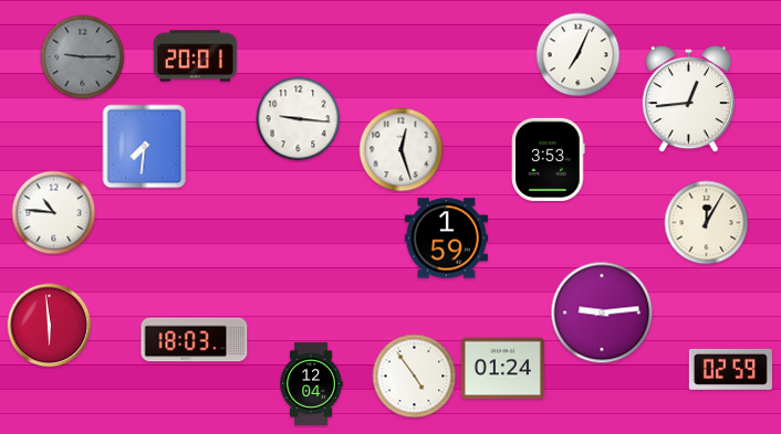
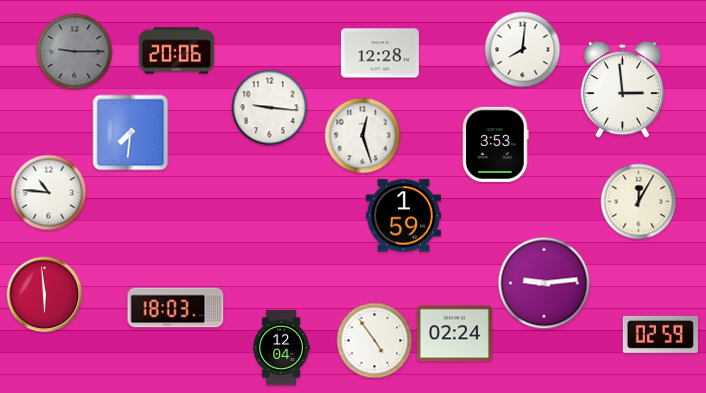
clock at (579, 55): 7:04 -> 8:01
clock at (195, 56): 20:01 -> 20:06
clock at (380, 53): none -> 12:28
clock at (688, 99): 12:44 -> 2:59
clock at (502, 369): 01:24 -> 02:24
